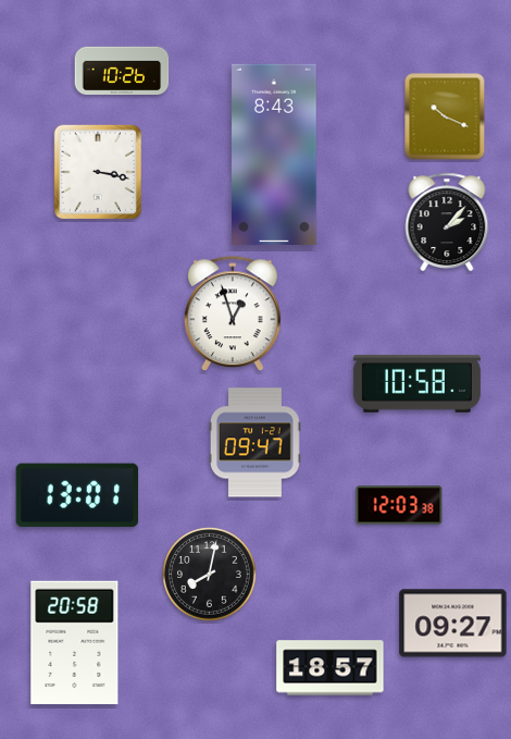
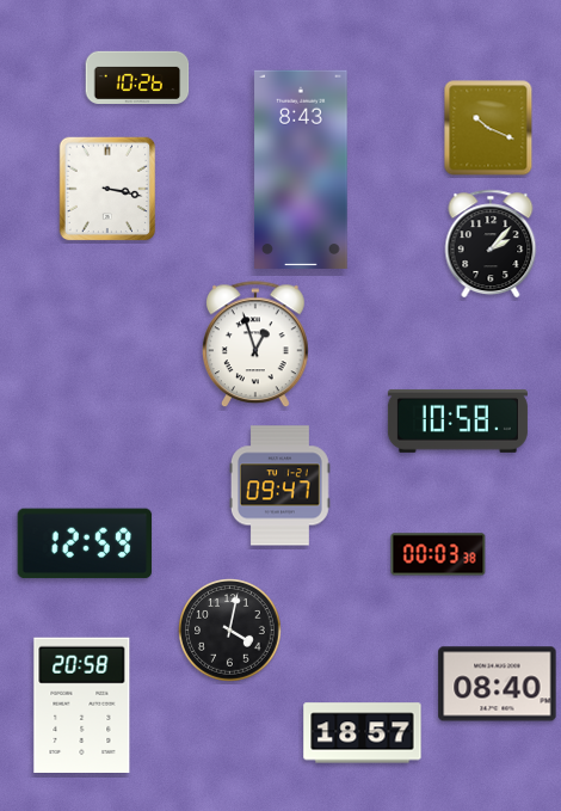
clock at (122, 70) position: (122, 70) -> (137, 76)
clock at (77, 495): 13:01 -> 12:59
clock at (399, 505): 12:03 -> 00:03
clock at (210, 575): 8:02 -> 4:02
clock at (453, 624): 09:27 -> 08:40
